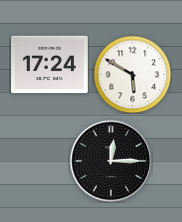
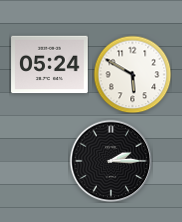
clock at (50, 65): 17:24 -> 05:24
clock at (111, 161): 12:15 -> 2:15
